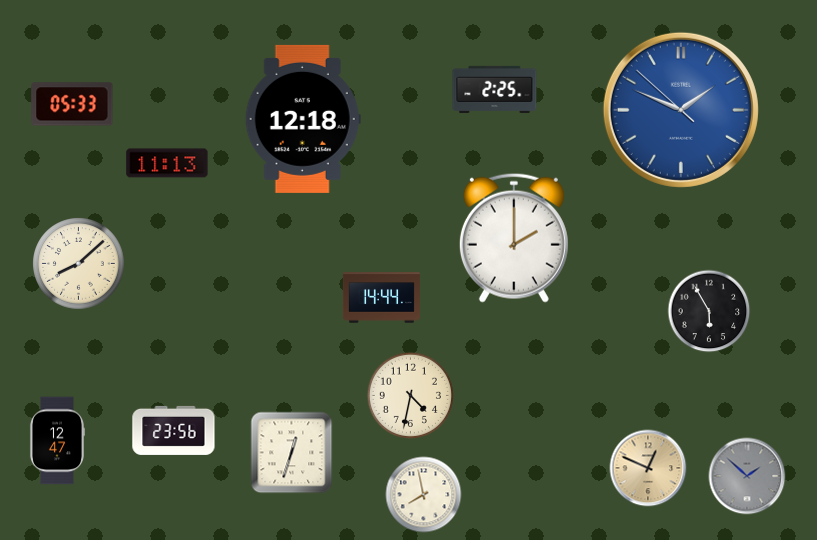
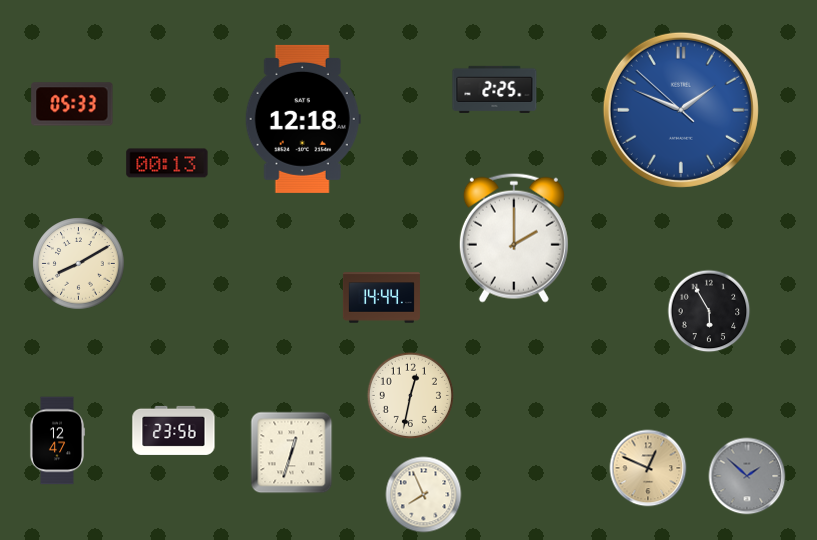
clock at (167, 163): 11:13 -> 00:13
clock at (79, 264): 8:08 -> 8:10
clock at (410, 395): 4:32 -> 12:32
clock at (424, 495): 7:58 -> 7:56
